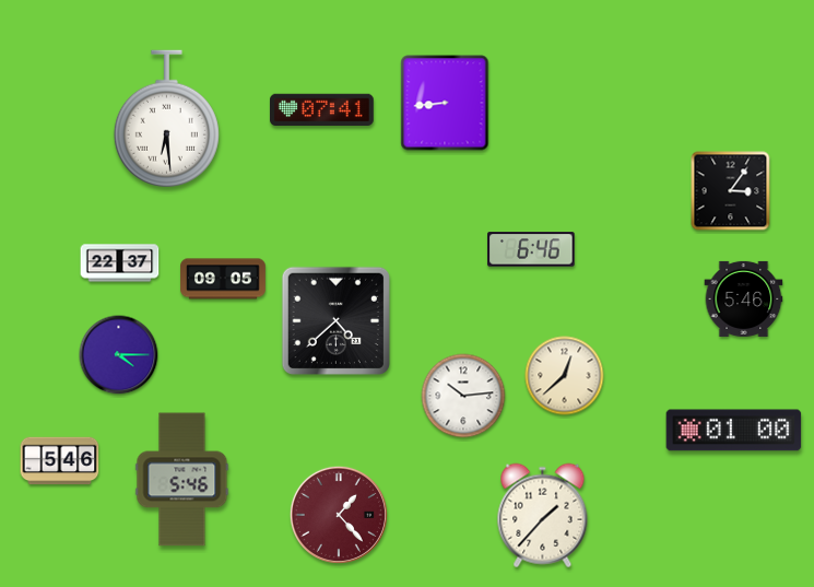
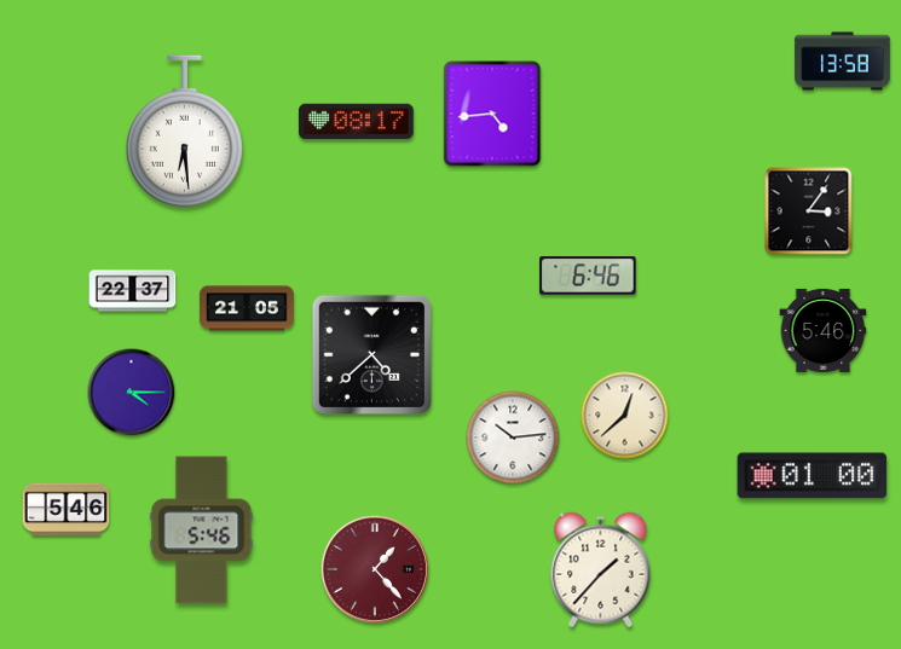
clock at (843, 62): none -> 13:58
clock at (445, 103): 8:44 -> 4:44
clock at (321, 110): 07:41 -> 08:17
clock at (223, 279): 09:05 -> 21:05
